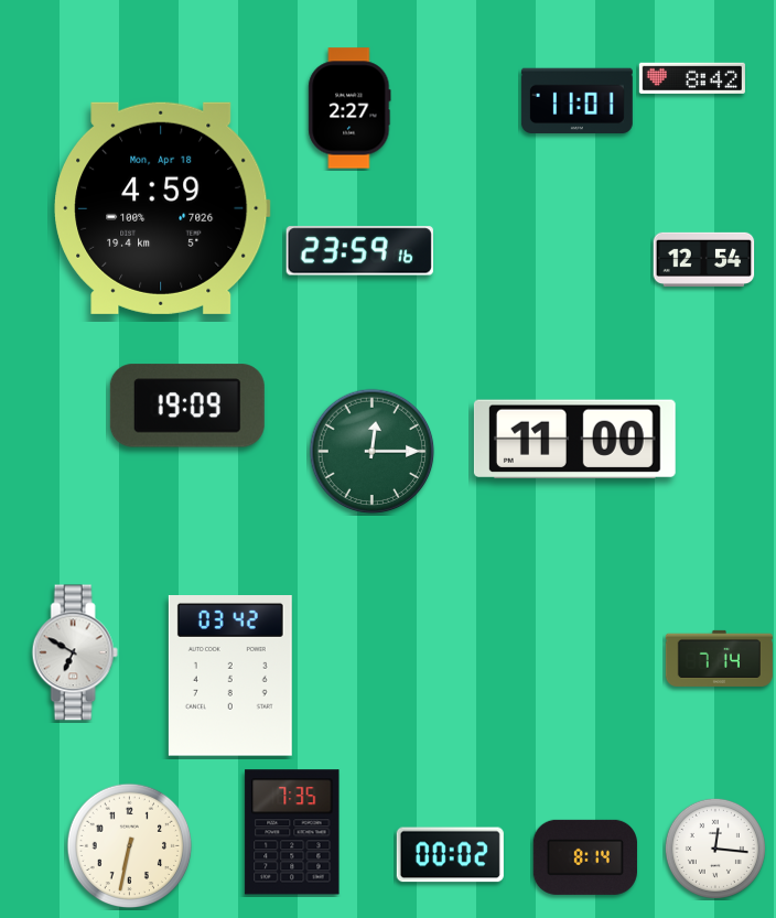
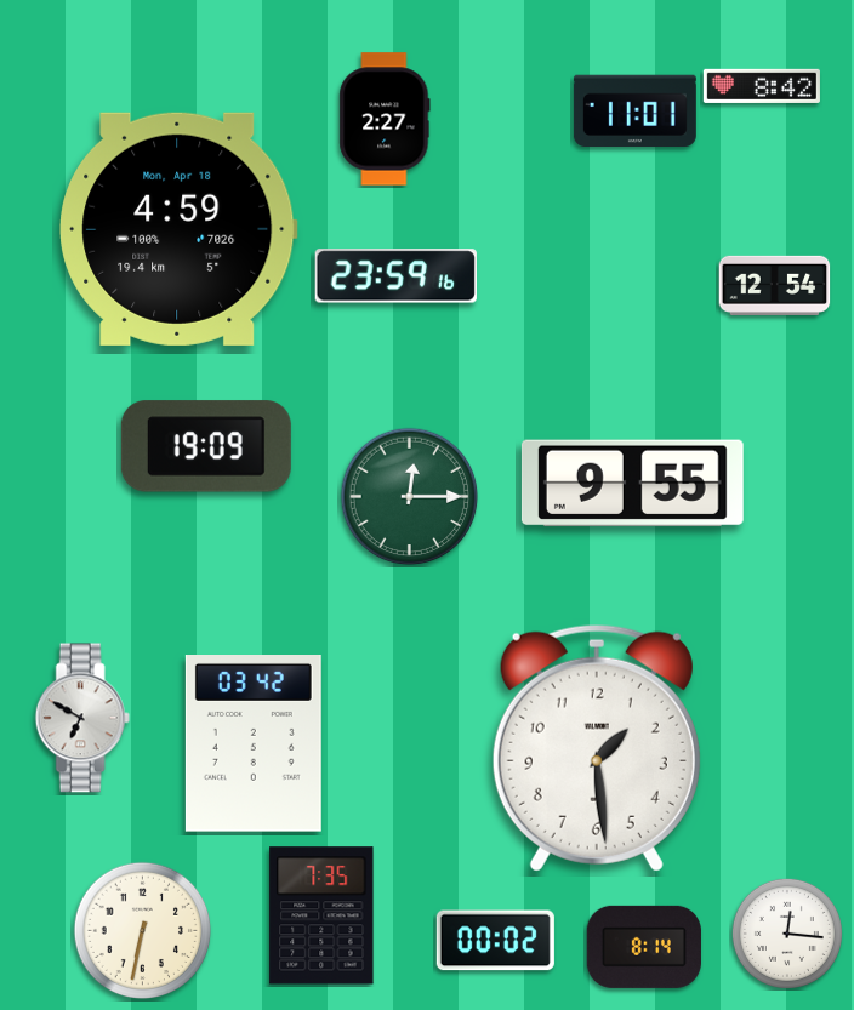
clock at (574, 440): 11:00 -> 9:55
clock at (719, 658): 7:14 -> none
clock at (597, 748): none -> 1:29
clock at (585, 857) position: (585, 857) -> (644, 947)
